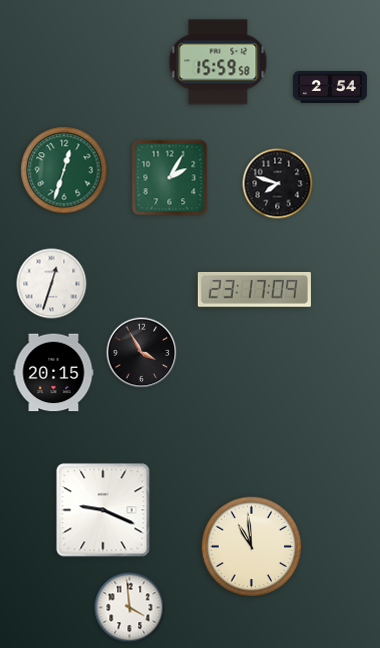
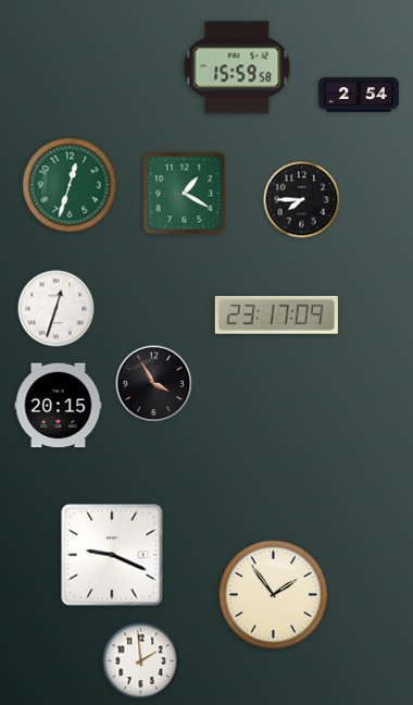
clock at (170, 178): 2:05 -> 1:20
clock at (278, 184): 7:48 -> 7:45
clock at (252, 547): 10:59 -> 1:54
clock at (130, 608): 3:59 -> 1:59
